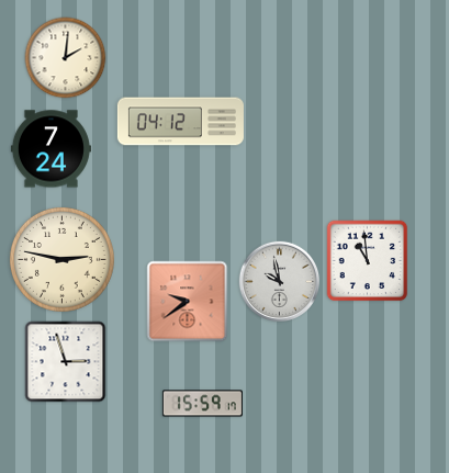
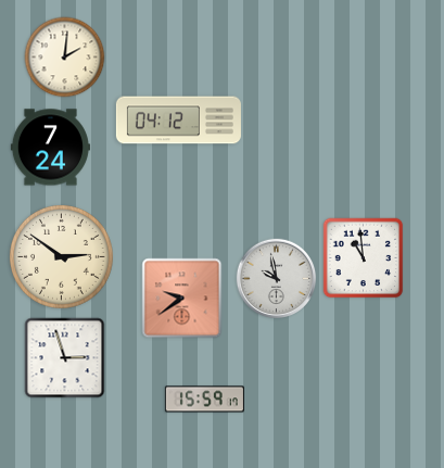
clock at (61, 259): 2:47 -> 2:51
clock at (188, 302) position: (188, 302) -> (182, 299)
clock at (202, 404) position: (202, 404) -> (204, 400)
